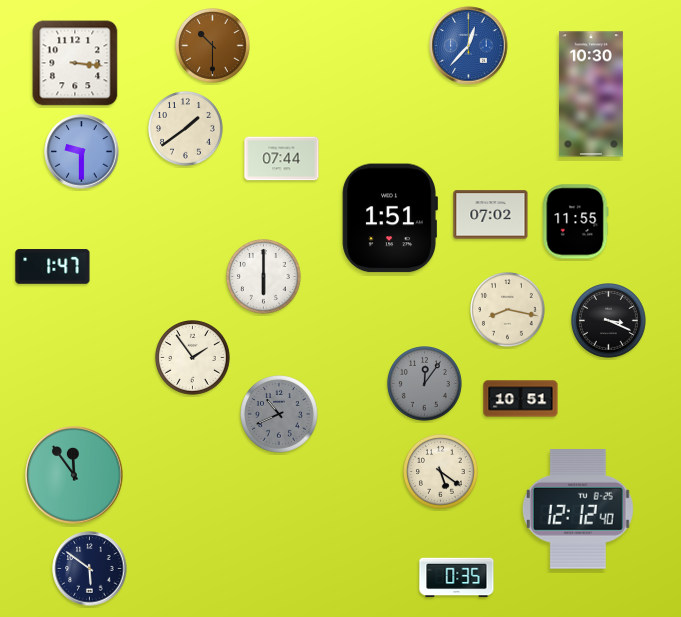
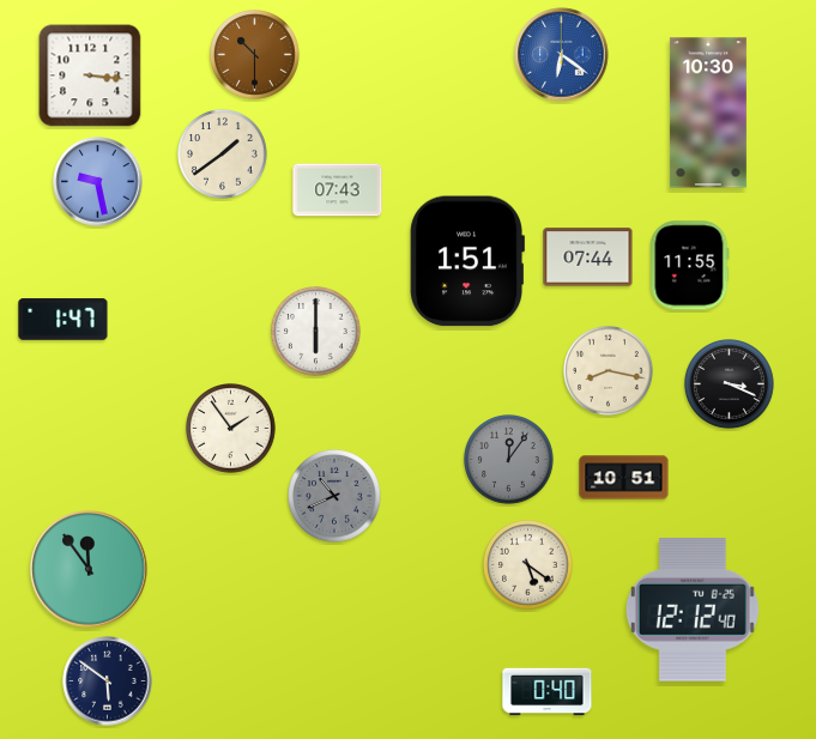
clock at (469, 46): 12:37 -> 6:21
clock at (82, 152): 9:30 -> 9:28
clock at (282, 159): 07:44 -> 07:43
clock at (491, 215): 07:02 -> 07:44
clock at (457, 578): 0:35 -> 0:40
